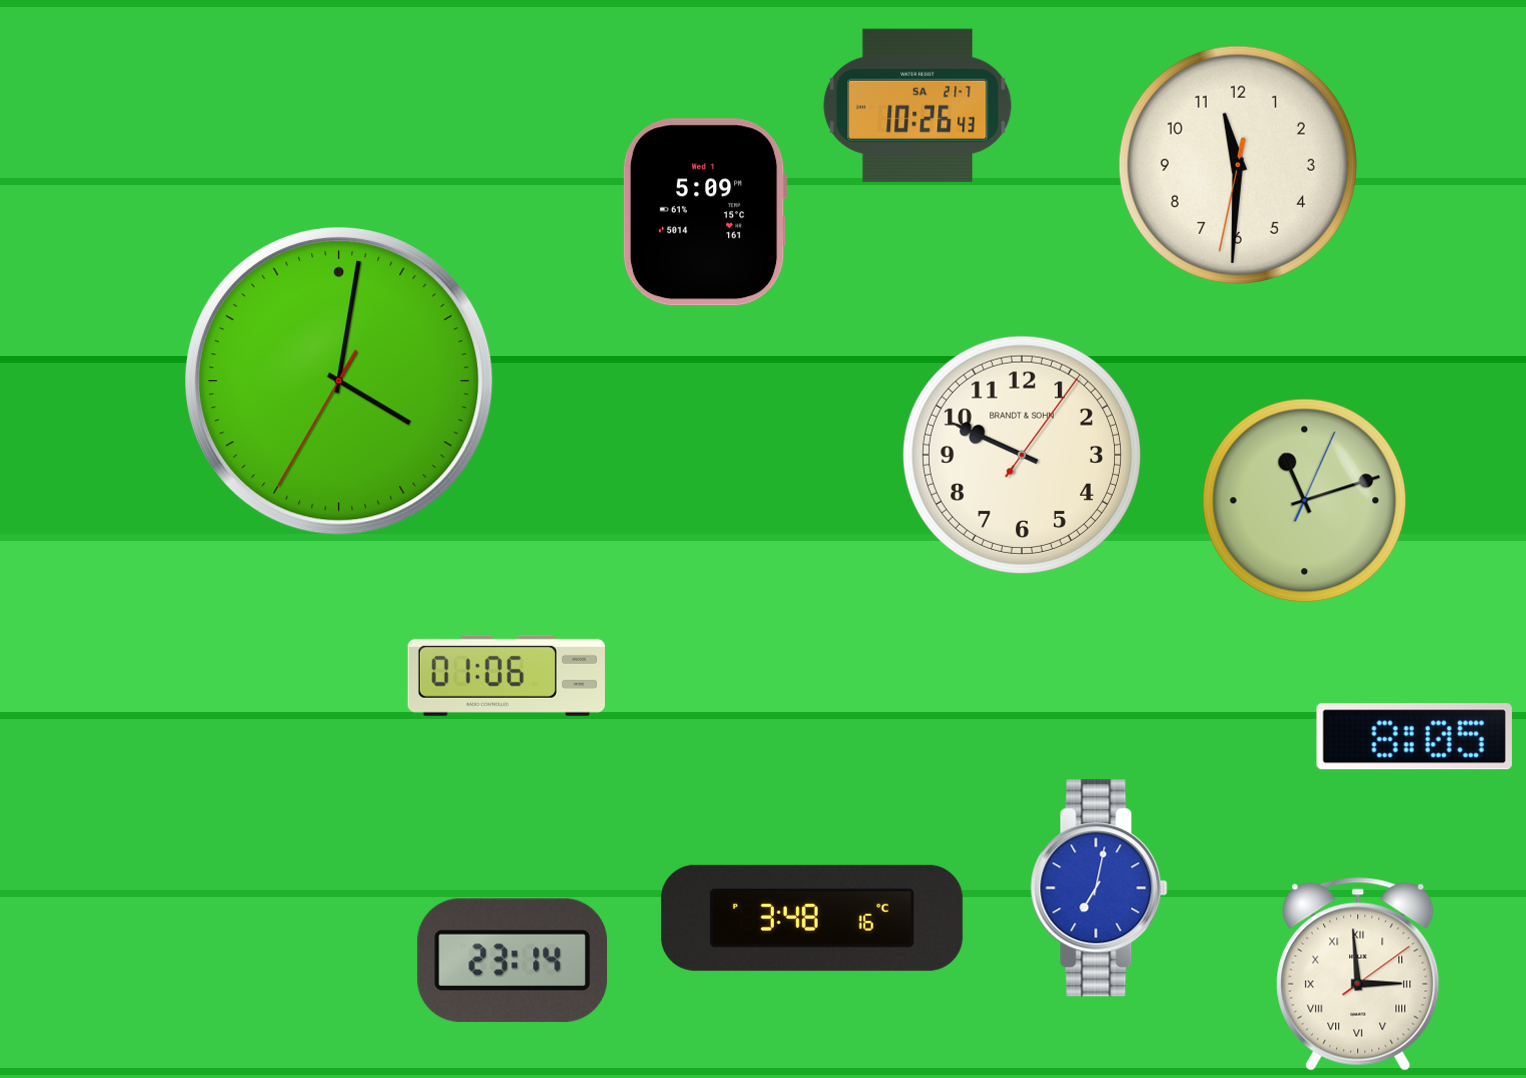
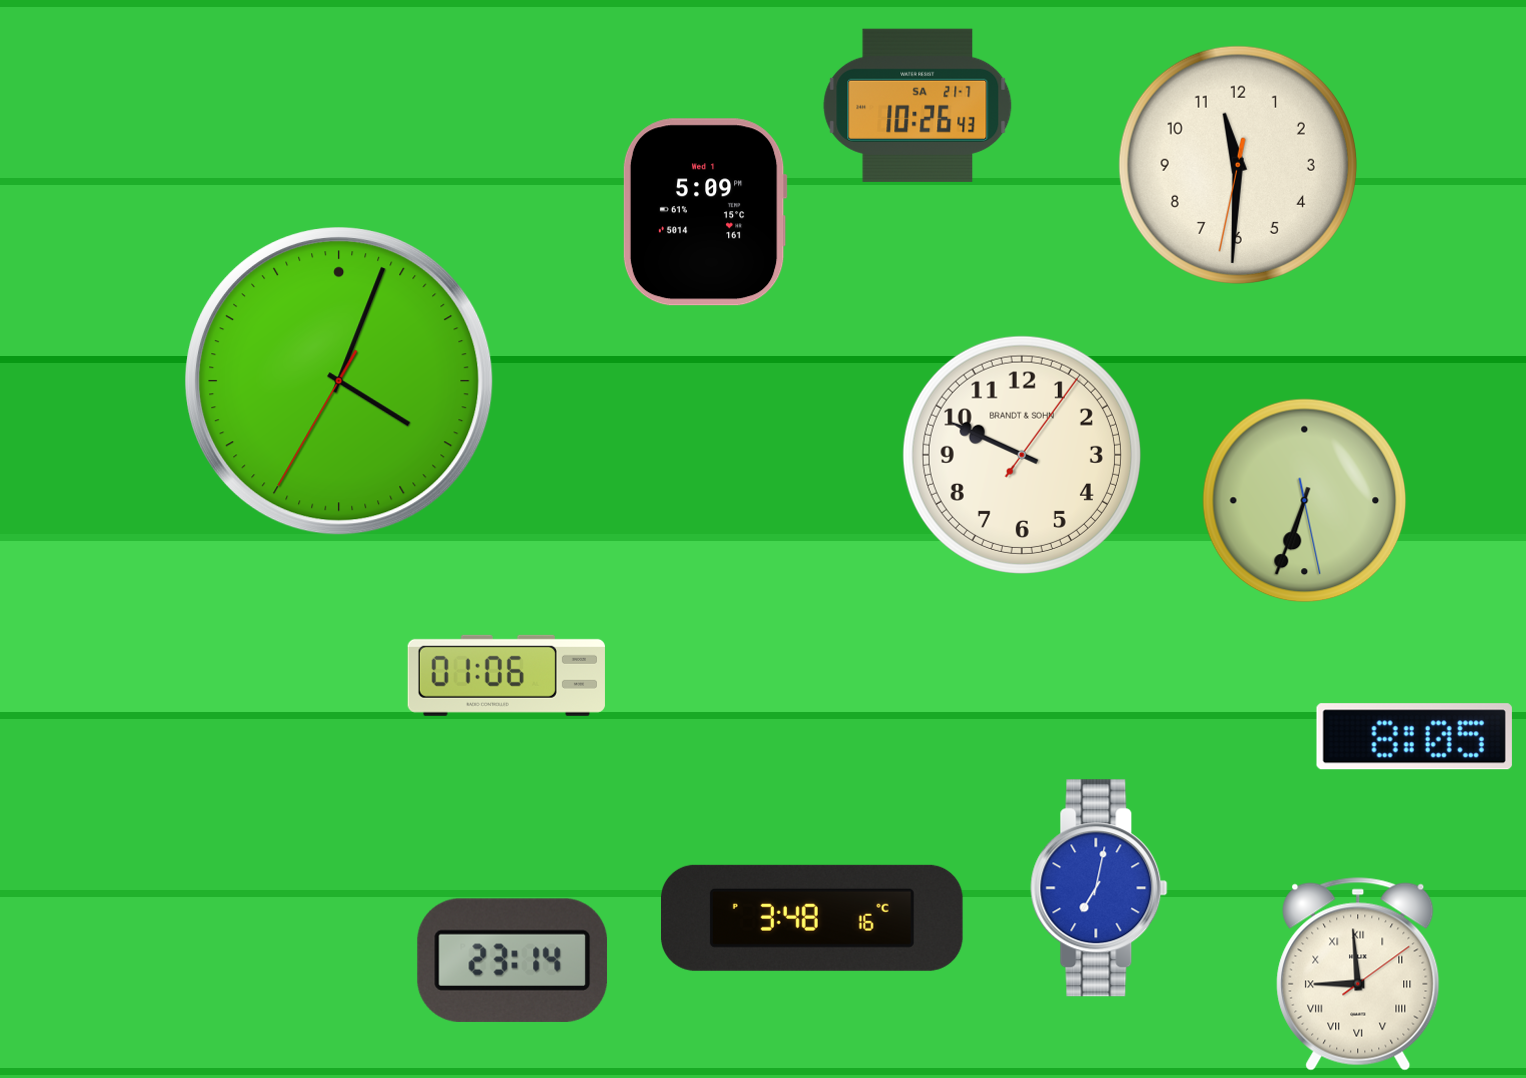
clock at (339, 381): 4:01 -> 4:03
clock at (1305, 501): 11:12 -> 6:33
clock at (1358, 974): 2:59 -> 8:59
